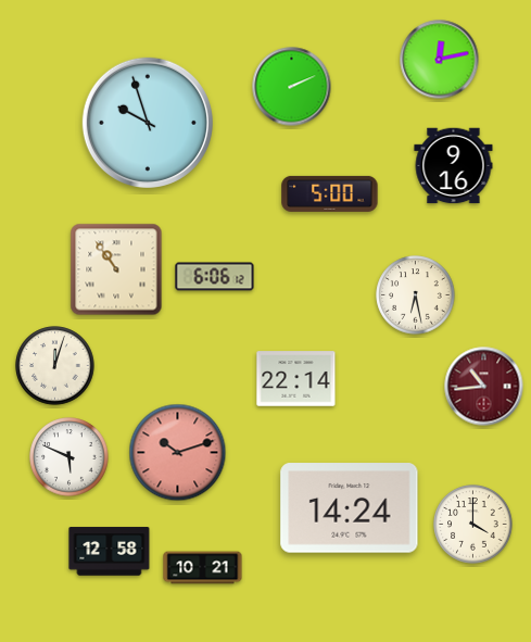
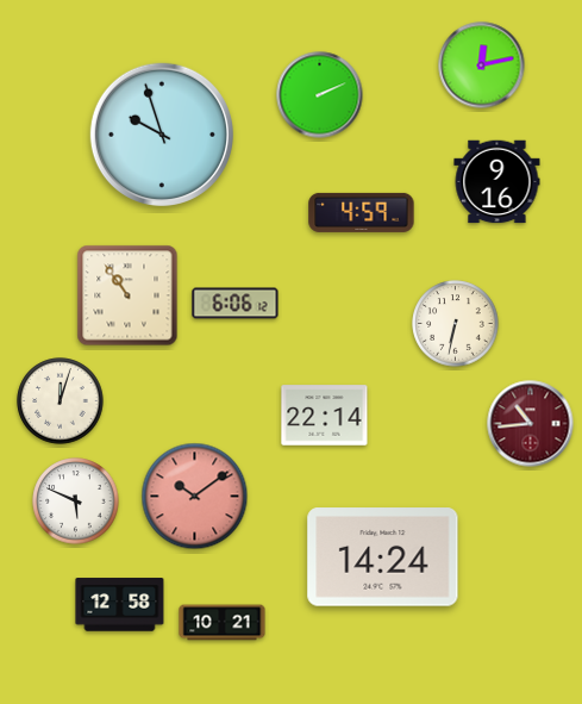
clock at (330, 193): 5:00 -> 4:59
clock at (416, 295): 6:28 -> 6:32
clock at (178, 453): 10:12 -> 10:09
clock at (473, 525): 4:00 -> none
